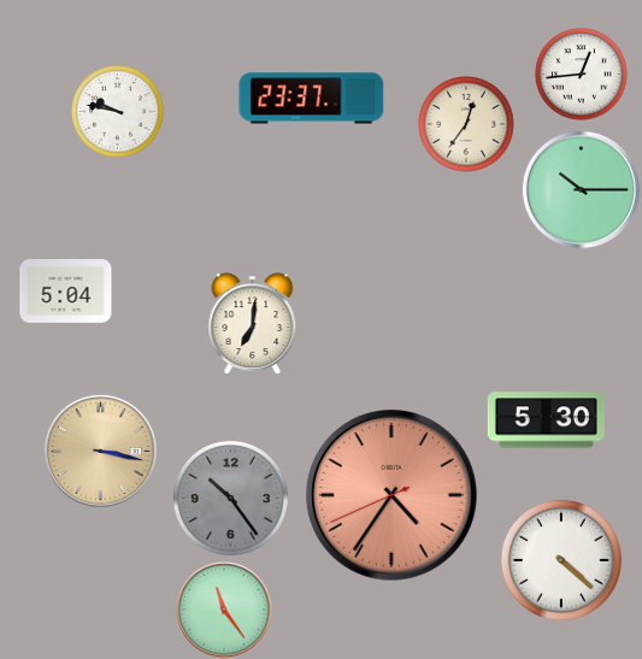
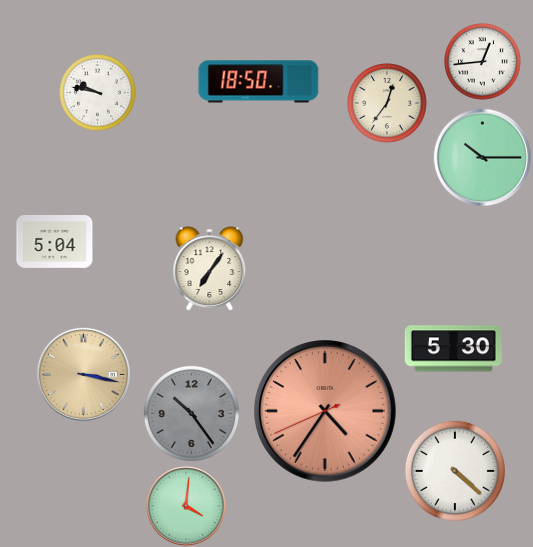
clock at (312, 99): 23:37 -> 18:50
clock at (253, 324): 7:01 -> 7:06
clock at (561, 560) position: (561, 560) -> (455, 471)
clock at (224, 610): 11:24 -> 4:01
